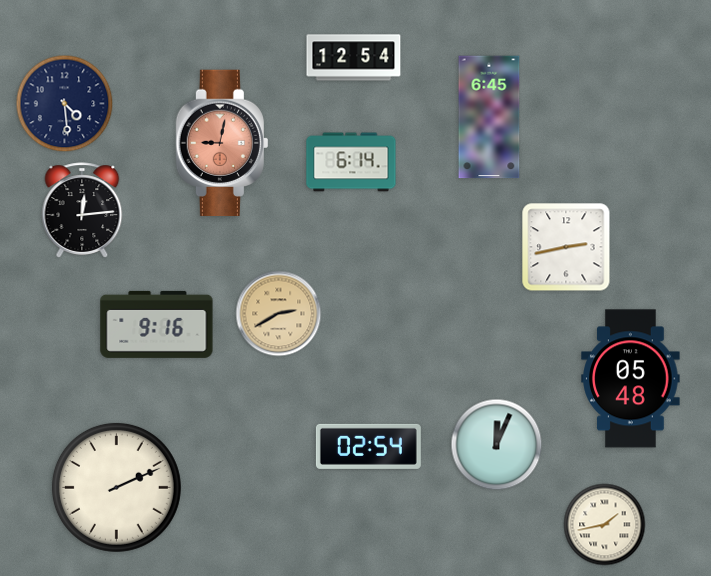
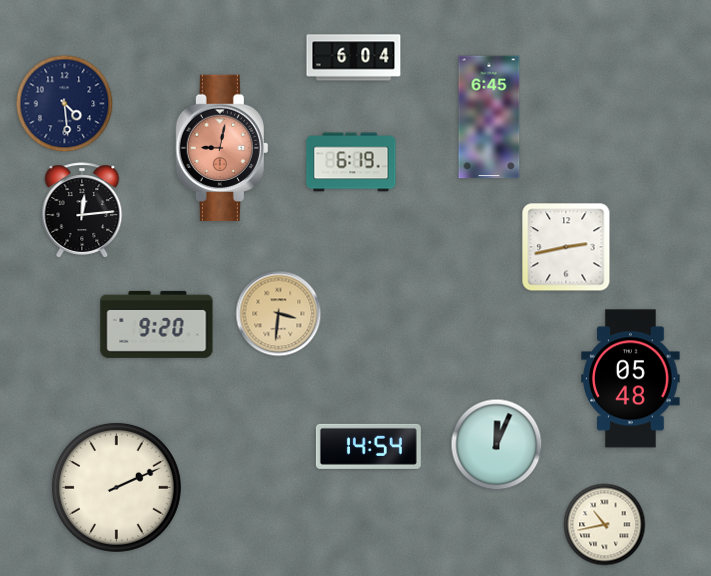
clock at (354, 58): 12:54 -> 6:04
clock at (222, 143) position: (222, 143) -> (222, 148)
clock at (351, 162): 6:14 -> 6:19
clock at (279, 314): 2:40 -> 3:31
clock at (157, 324): 9:16 -> 9:20
clock at (368, 446): 02:54 -> 14:54
clock at (605, 525): 1:43 -> 10:43
